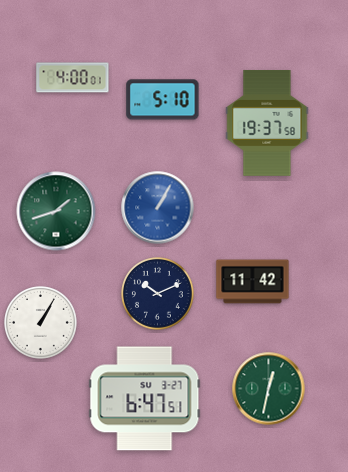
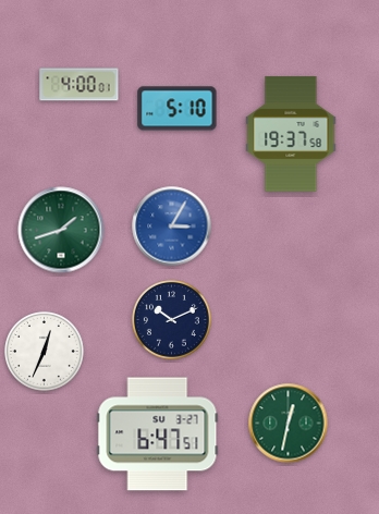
clock at (158, 208): 1:05 -> 3:05
clock at (253, 282): 11:42 -> none
clock at (41, 323): 1:05 -> 12:34
clock at (269, 389) position: (269, 389) -> (289, 424)
